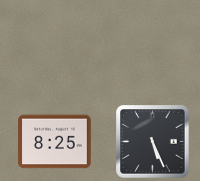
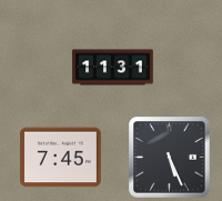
clock at (113, 68): none -> 11:31
clock at (55, 142): 8:25 -> 7:45
